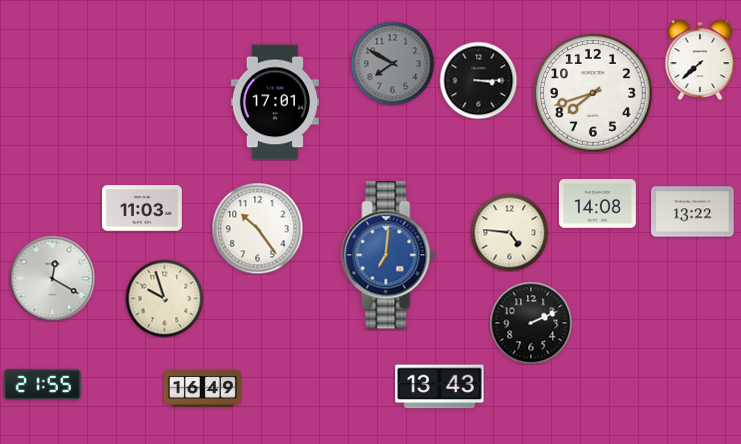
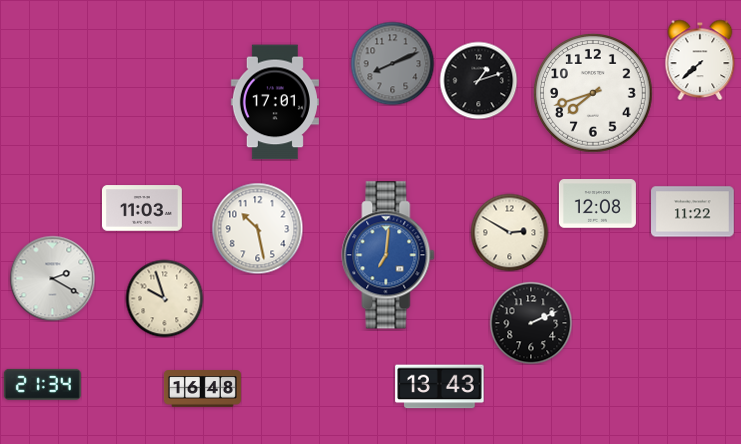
clock at (392, 63): 7:50 -> 8:11
clock at (478, 80): 3:15 -> 1:12
clock at (597, 204): 14:08 -> 12:08
clock at (693, 212): 13:22 -> 11:22
clock at (257, 228): 10:24 -> 10:28
clock at (509, 232): 4:46 -> 2:50
clock at (52, 278): 12:20 -> 2:20
clock at (42, 384): 21:55 -> 21:34
clock at (202, 389): 16:49 -> 16:48
